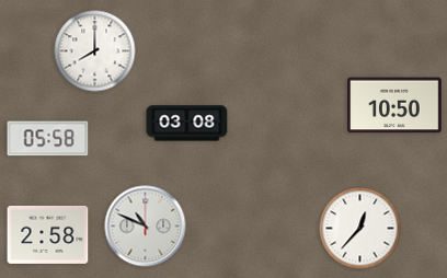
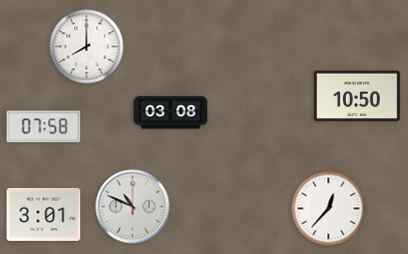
clock at (394, 105) position: (394, 105) -> (357, 96)
clock at (48, 139): 05:58 -> 07:58
clock at (48, 234): 2:58 -> 3:01
